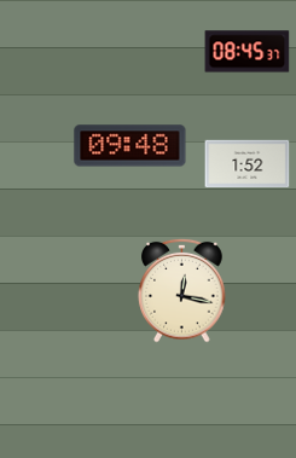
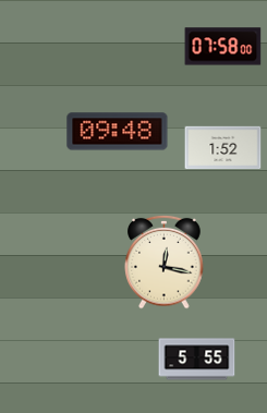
clock at (248, 52): 08:45 -> 07:58
clock at (197, 360): none -> 5:55
